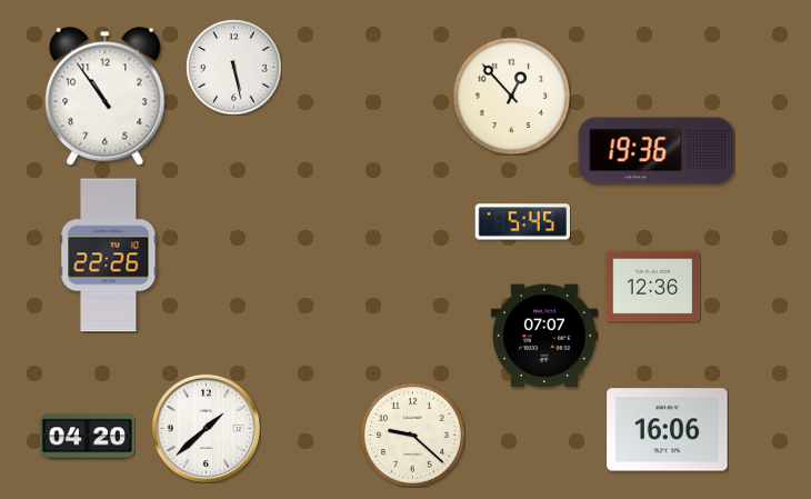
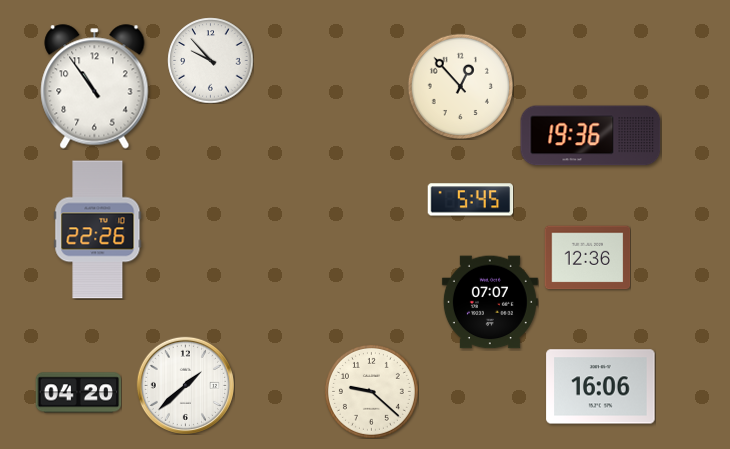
clock at (233, 67): 5:28 -> 9:53
